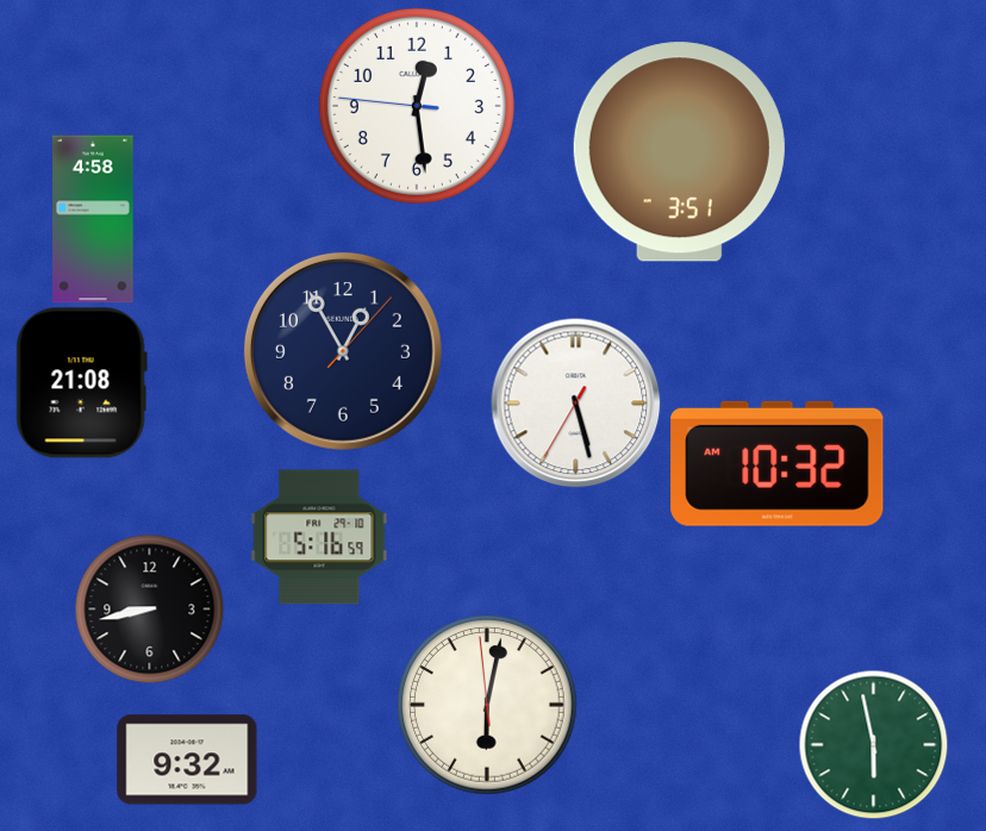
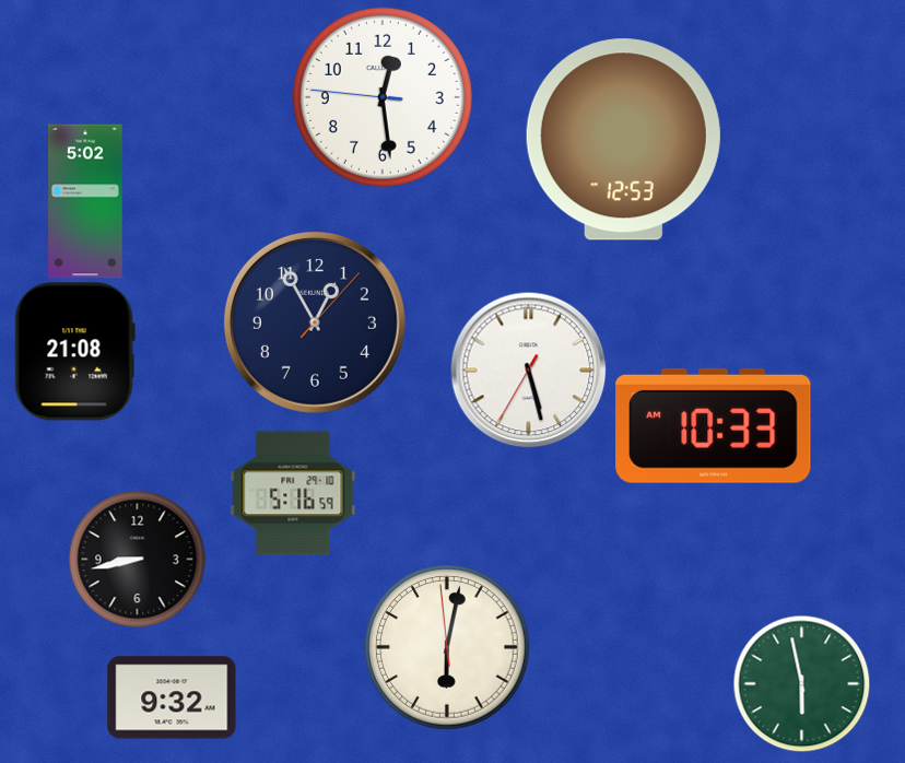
clock at (679, 152): 3:51 -> 12:53
clock at (93, 219): 4:58 -> 5:02
clock at (778, 463): 10:32 -> 10:33
